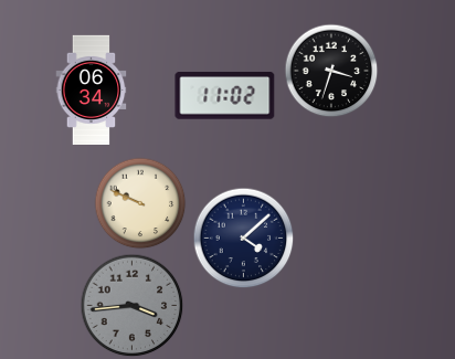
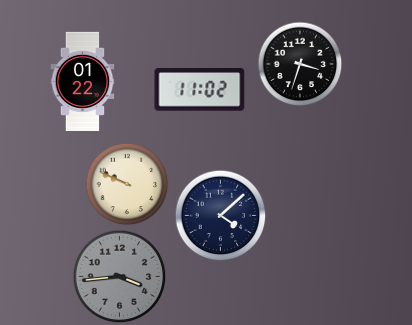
clock at (92, 89): 06:34 -> 01:22
clock at (225, 96) position: (225, 96) -> (200, 90)
